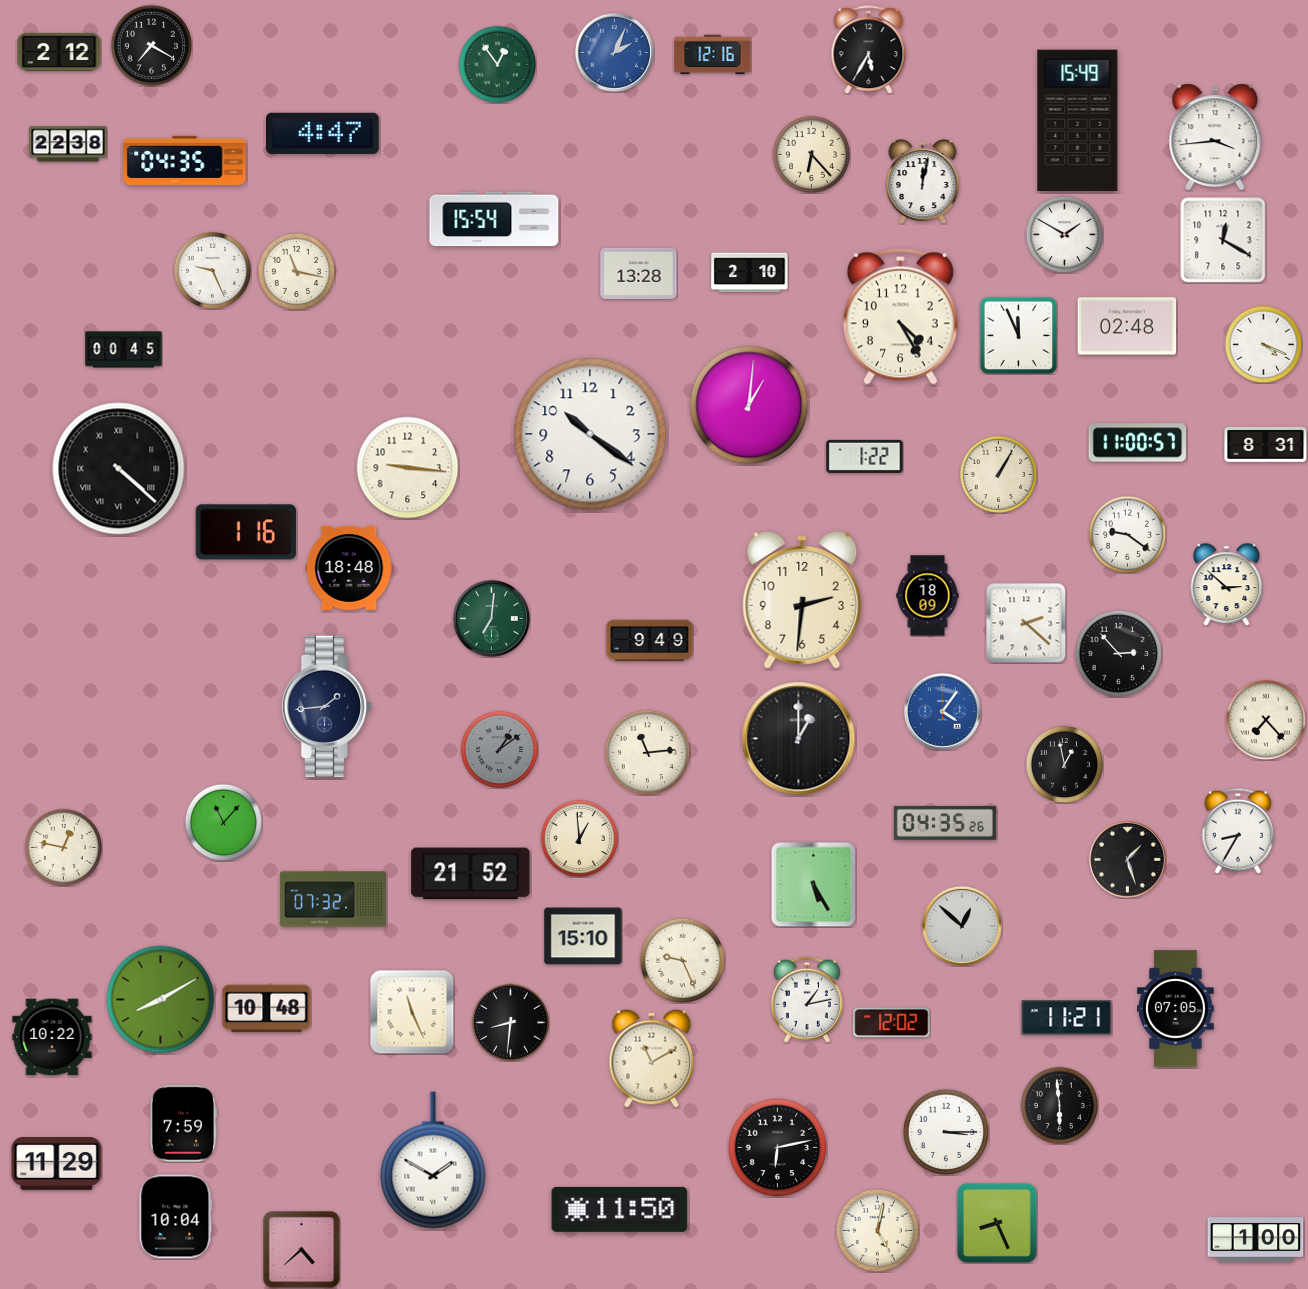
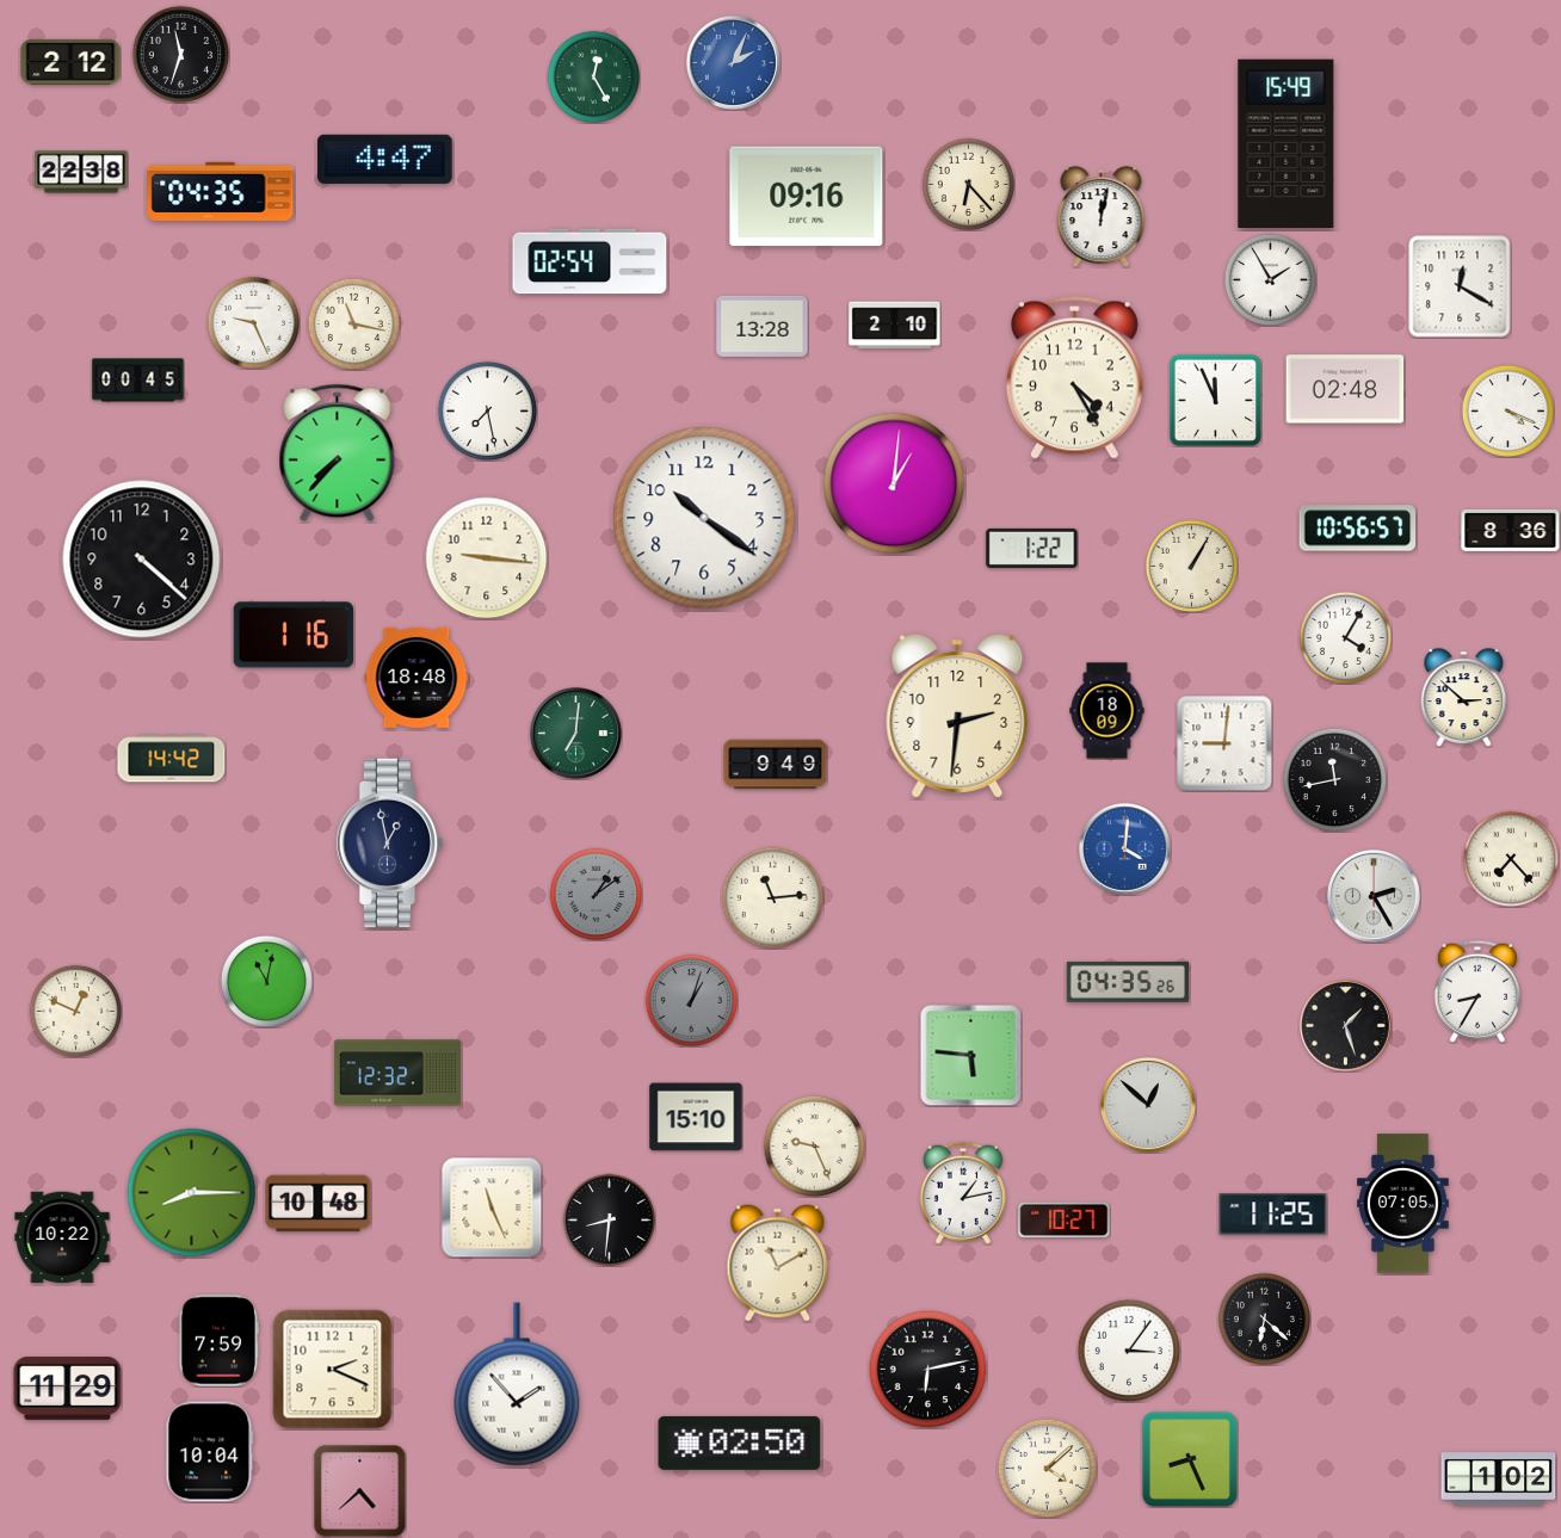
clock at (151, 45): 7:20 -> 11:33
clock at (869, 50): 5:35 -> none
clock at (713, 55): 12:16 -> none
clock at (497, 64): 12:54 -> 12:25
clock at (1215, 137): 3:44 -> none
clock at (807, 197): none -> 09:16
clock at (494, 219): 15:54 -> 02:54
clock at (1064, 234): 1:50 -> 1:55
clock at (487, 410): none -> 7:28
clock at (124, 350) position: (124, 350) -> (138, 381)
clock at (338, 453): none -> 7:37
clock at (1138, 443): 11:00 -> 10:56
clock at (1266, 444): 8:31 -> 8:36
clock at (865, 456) position: (865, 456) -> (1032, 548)
clock at (119, 469) numerals: Roman -> Arabic
clock at (1127, 534): 9:21 -> 4:05
clock at (491, 618) position: (491, 618) -> (575, 733)
clock at (1026, 623): 2:22 -> 9:01
clock at (172, 759): none -> 14:42
clock at (1118, 653): 2:53 -> 11:43
clock at (327, 707): 1:44 -> 12:58
clock at (942, 711): 4:06 -> 4:01
clock at (799, 739): 1:00 -> none
clock at (1374, 896): none -> 2:25
clock at (1064, 764): 12:58 -> none
clock at (223, 822): 11:07 -> 11:02
clock at (579, 838): 12:59 -> 1:03
clock at (579, 838) dial: cream -> grey
clock at (63, 847): 12:47 -> 12:49
clock at (471, 874): 21:52 -> none
clock at (813, 884): 5:25 -> 5:46
clock at (333, 899): 07:32 -> 12:32
clock at (161, 1000): 8:10 -> 8:15
clock at (1067, 1018): 11:21 -> 11:25
clock at (892, 1023): 12:02 -> 10:27
clock at (1059, 1105): 5:59 -> 6:22
clock at (946, 1132): 3:15 -> 3:06
clock at (333, 1370): none -> 2:19
clock at (433, 1160): 1:50 -> 1:53
clock at (620, 1209): 11:50 -> 02:50
clock at (877, 1230): 5:02 -> 4:08
clock at (1256, 1240): 1:00 -> 1:02
